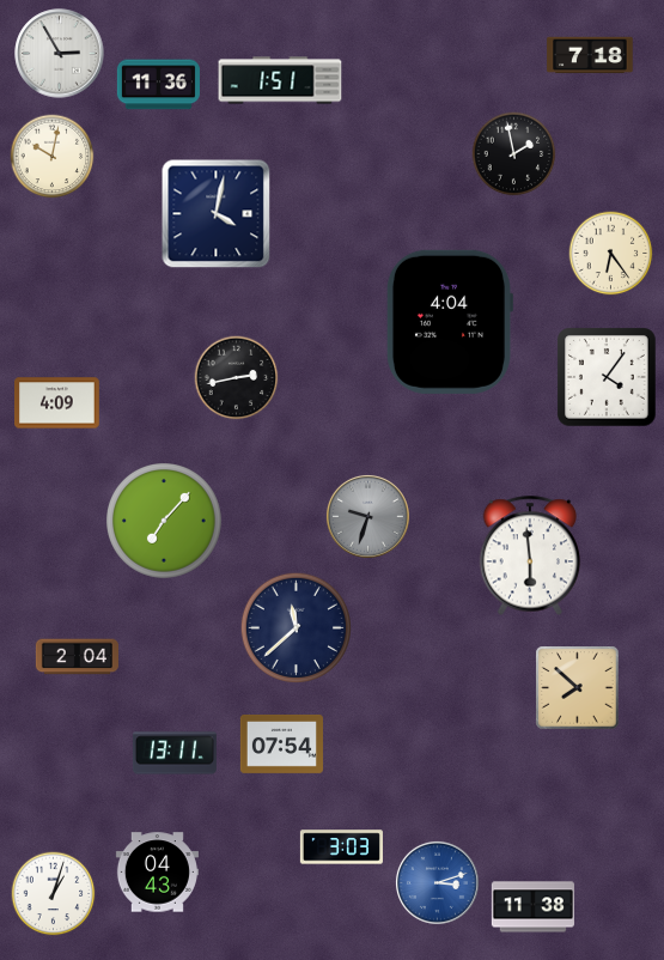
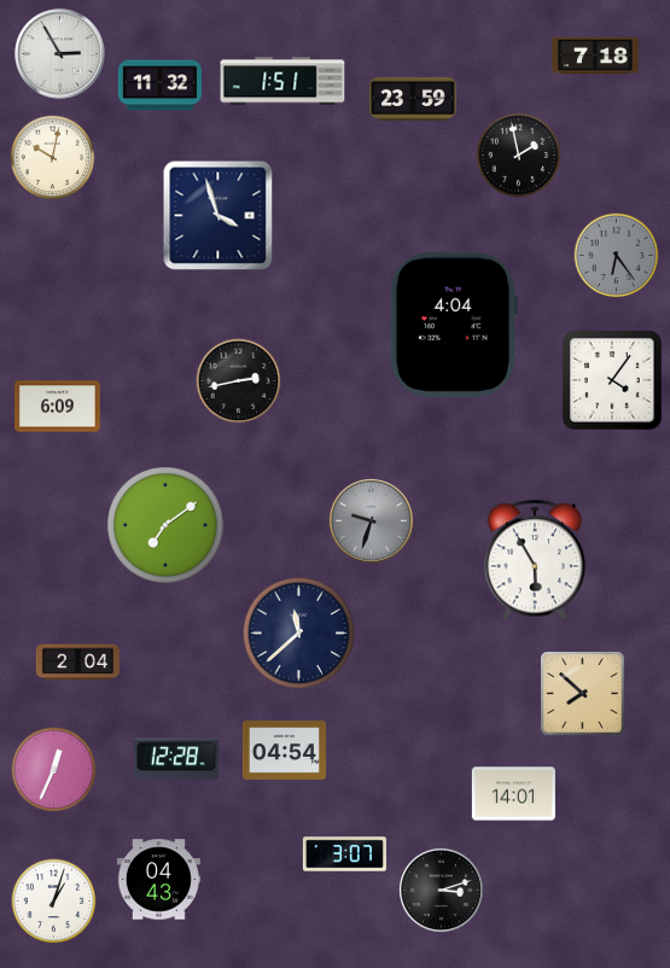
clock at (158, 85): 11:36 -> 11:32
clock at (413, 99): none -> 23:59
clock at (217, 214): 4:02 -> 3:57
clock at (611, 254) dial: cream -> grey
clock at (57, 403): 4:09 -> 6:09
clock at (165, 522): 7:07 -> 7:09
clock at (530, 555): 5:59 -> 5:55
clock at (281, 745): 07:54 -> 04:54
clock at (175, 753): 13:11 -> 12:28
clock at (54, 770): none -> 12:34
clock at (513, 794): none -> 14:01
clock at (341, 847): 3:03 -> 3:07
clock at (437, 882) dial: blue -> black
clock at (532, 907): 11:38 -> none
